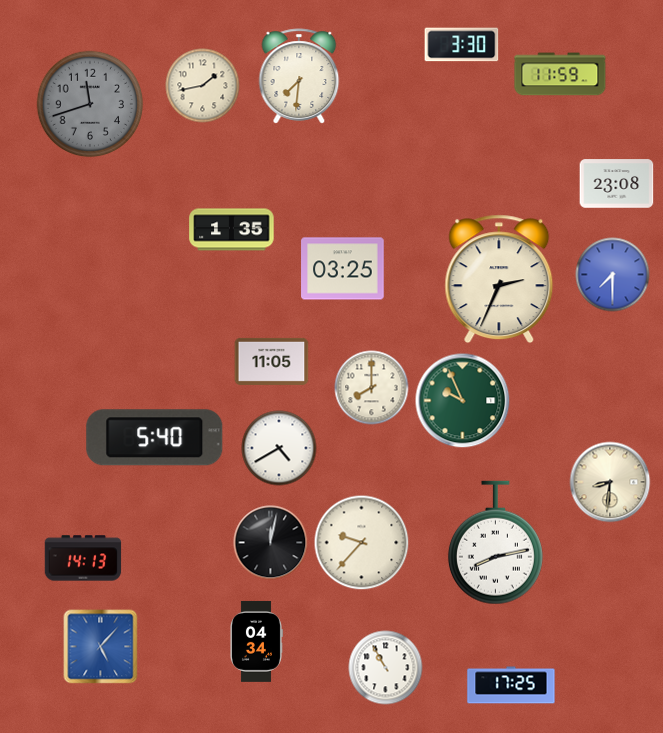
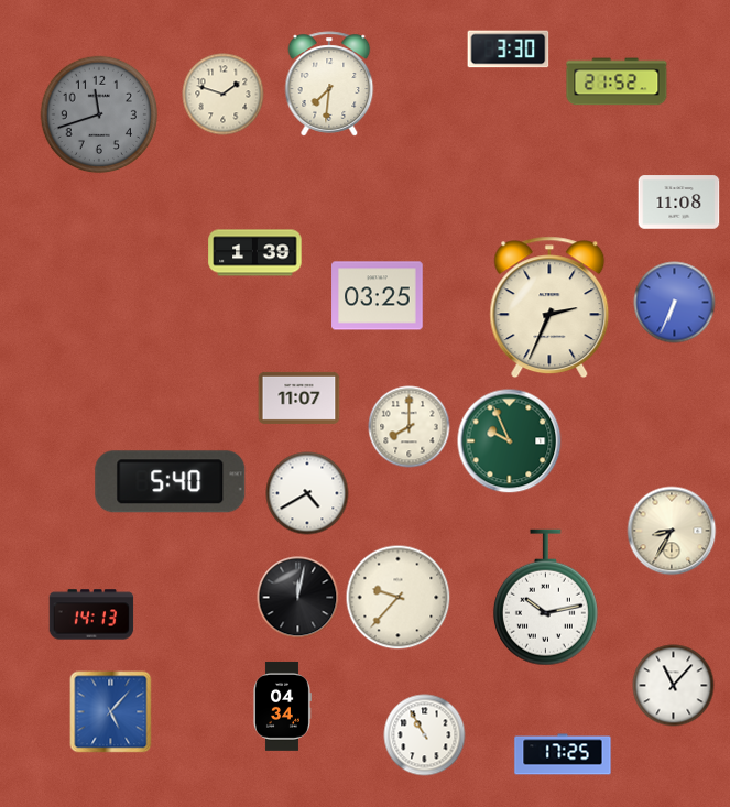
clock at (560, 74): 11:59 -> 21:52
clock at (203, 86): 1:43 -> 1:48
clock at (617, 184): 23:08 -> 11:08
clock at (232, 230): 1:35 -> 1:39
clock at (613, 275): 7:30 -> 6:34
clock at (272, 361): 11:05 -> 11:07
clock at (610, 482): 8:31 -> 8:35
clock at (495, 543): 8:13 -> 10:13
clock at (674, 686): none -> 11:07
